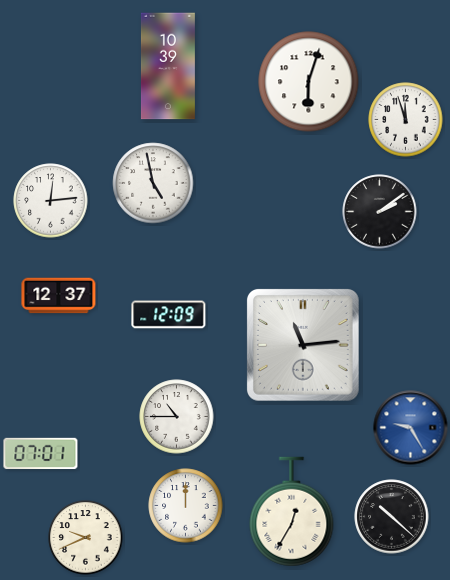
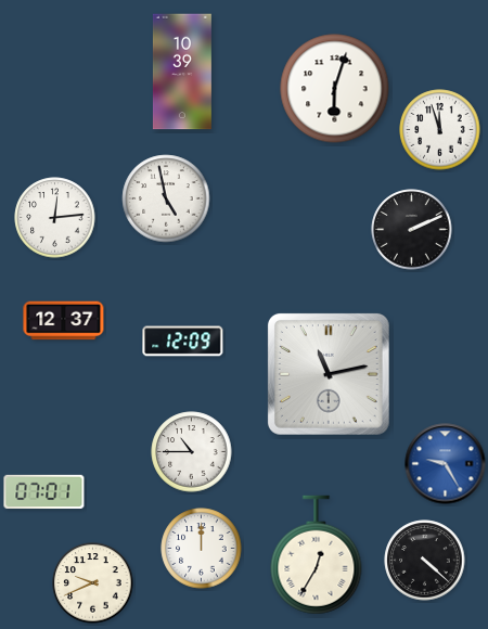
clock at (380, 212): 2:09 -> 2:11
clock at (303, 345): 11:14 -> 11:13
clock at (392, 517): 10:22 -> 4:22
